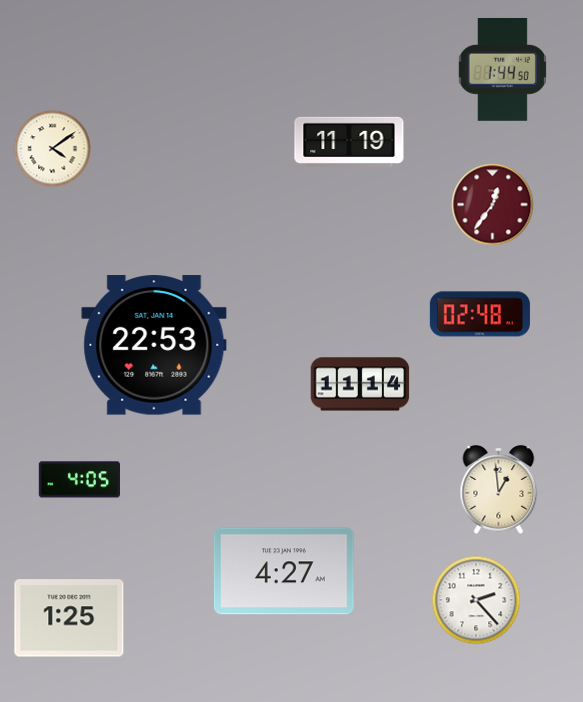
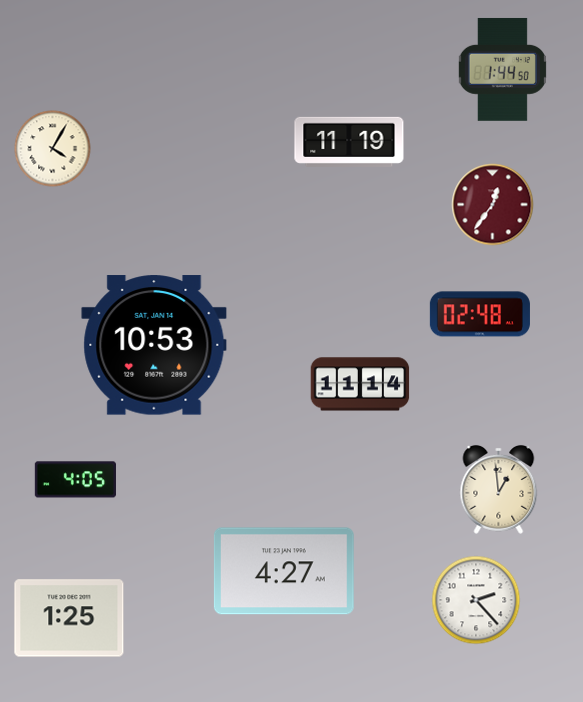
clock at (53, 149): 4:09 -> 4:05
clock at (154, 345): 22:53 -> 10:53
clock at (79, 480) position: (79, 480) -> (75, 480)
